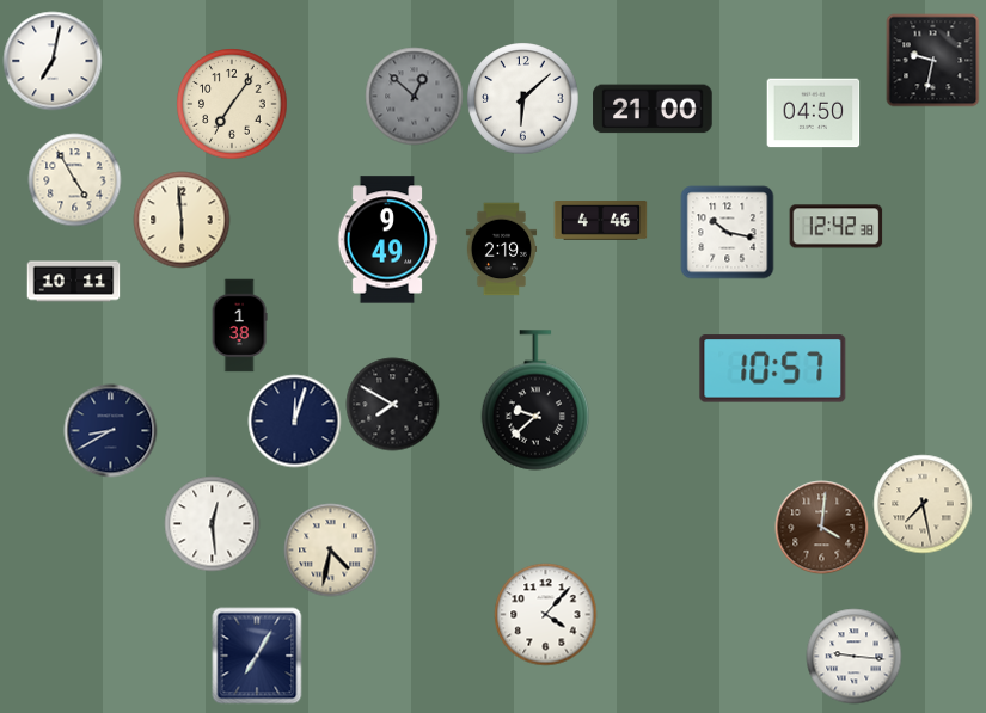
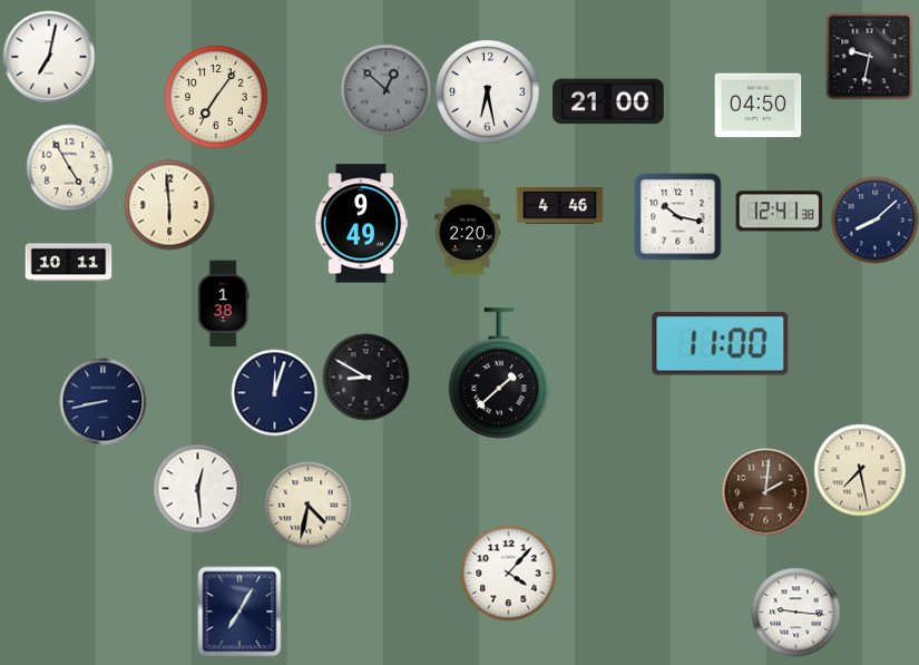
clock at (522, 98): 6:08 -> 6:28
clock at (835, 227): 12:42 -> 12:41
clock at (874, 219): none -> 8:08
clock at (502, 248): 2:19 -> 2:20
clock at (773, 369): 10:57 -> 11:00
clock at (535, 400): 9:38 -> 1:38
clock at (392, 404): 7:50 -> 8:50
clock at (110, 430): 8:40 -> 8:43
clock at (821, 527): 4:01 -> 2:01
clock at (330, 549) position: (330, 549) -> (307, 505)
